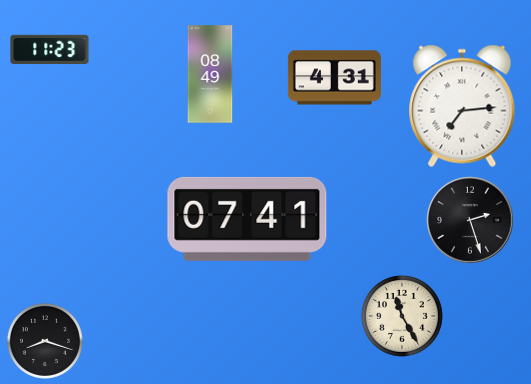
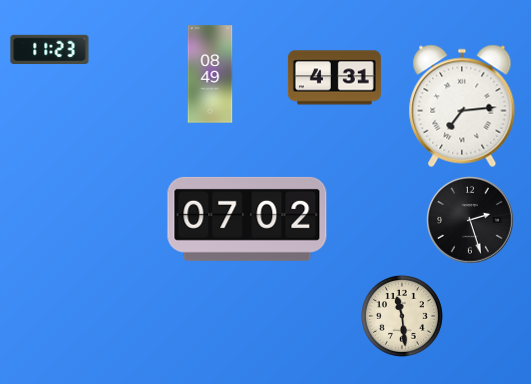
clock at (247, 219): 07:41 -> 07:02
clock at (402, 316): 11:25 -> 11:29
clock at (45, 341): 8:18 -> none
